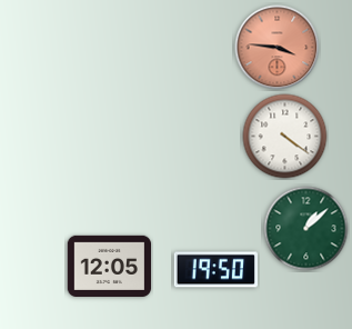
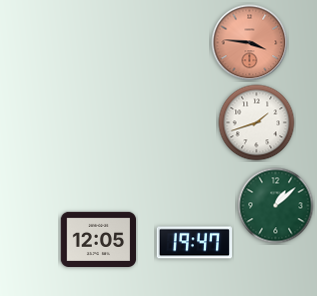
clock at (285, 137): 4:21 -> 1:42
clock at (215, 270): 19:50 -> 19:47
